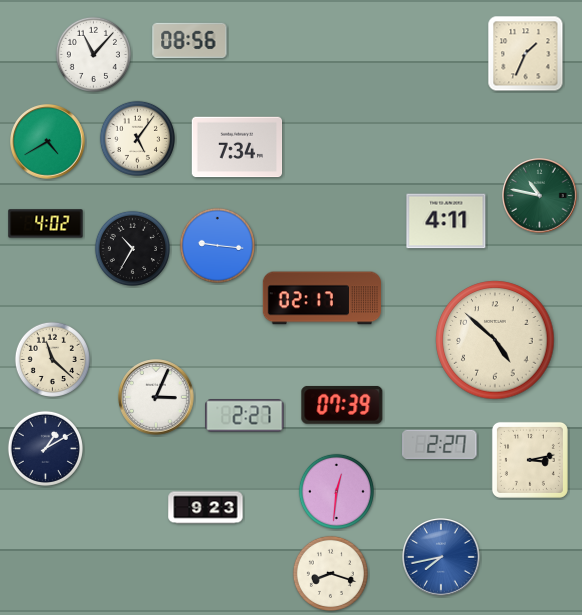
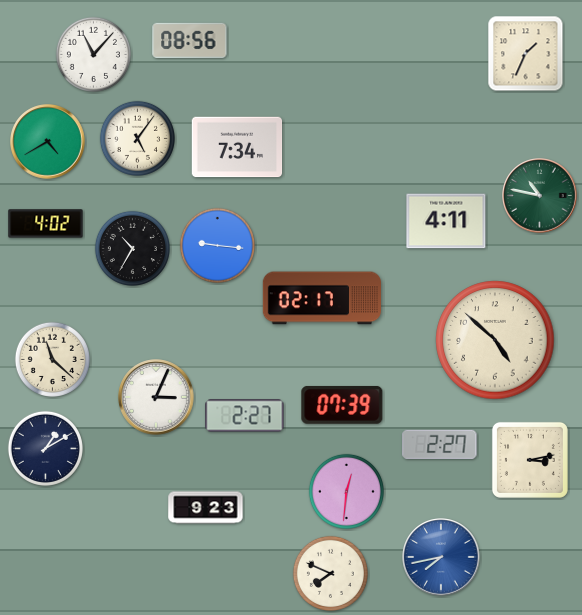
clock at (336, 491) position: (336, 491) -> (346, 491)
clock at (330, 573): 8:18 -> 7:49
